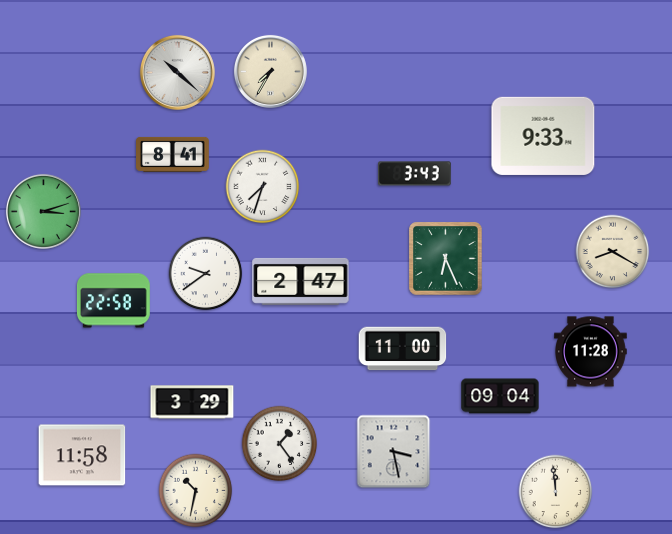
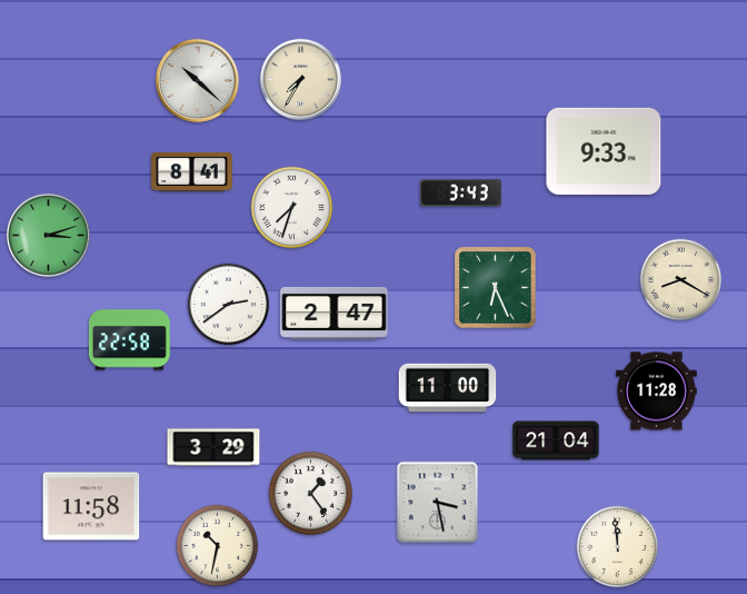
clock at (206, 274): 9:39 -> 2:39
clock at (113, 301) position: (113, 301) -> (129, 340)
clock at (500, 396): 09:04 -> 21:04
